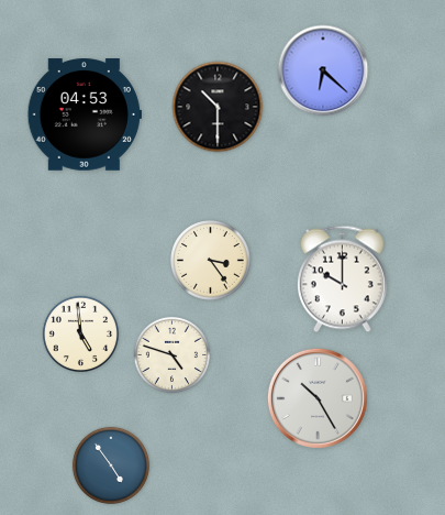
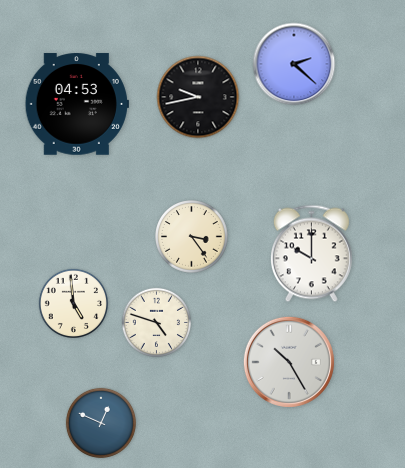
clock at (323, 70): 6:22 -> 2:22
clock at (218, 107): 10:30 -> 9:43
clock at (111, 465): 4:54 -> 12:49
